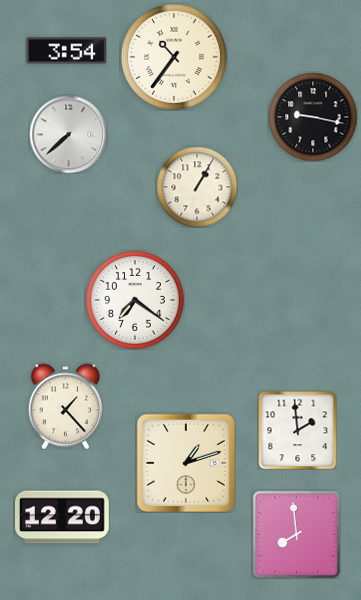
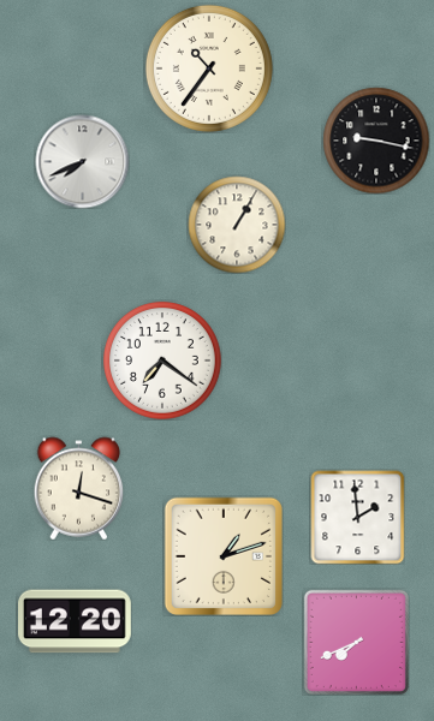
clock at (66, 51): 3:54 -> none
clock at (68, 134): 7:38 -> 7:41
clock at (66, 406): 1:23 -> 12:18
clock at (296, 534): 7:59 -> 7:41
